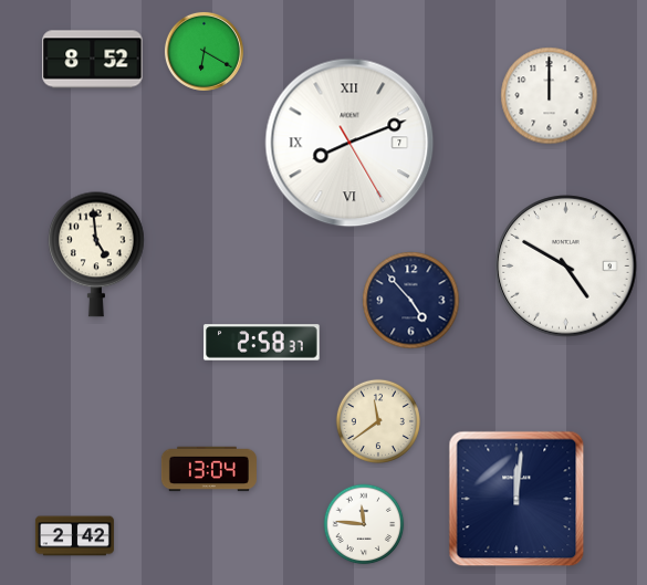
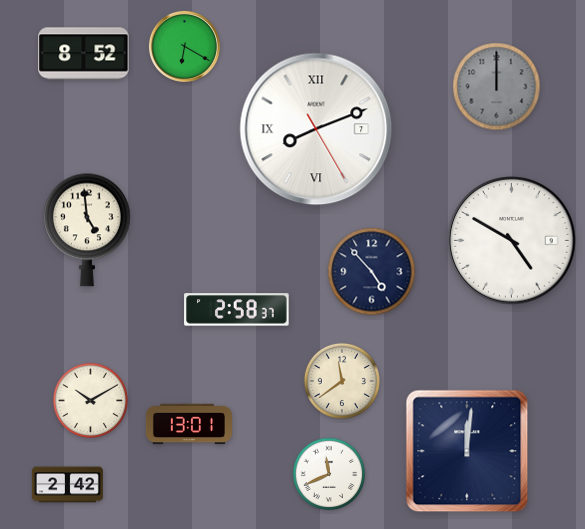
clock at (550, 96) dial: white -> grey
clock at (90, 400): none -> 10:10
clock at (209, 469): 13:04 -> 13:01
clock at (364, 524): 11:46 -> 11:41
